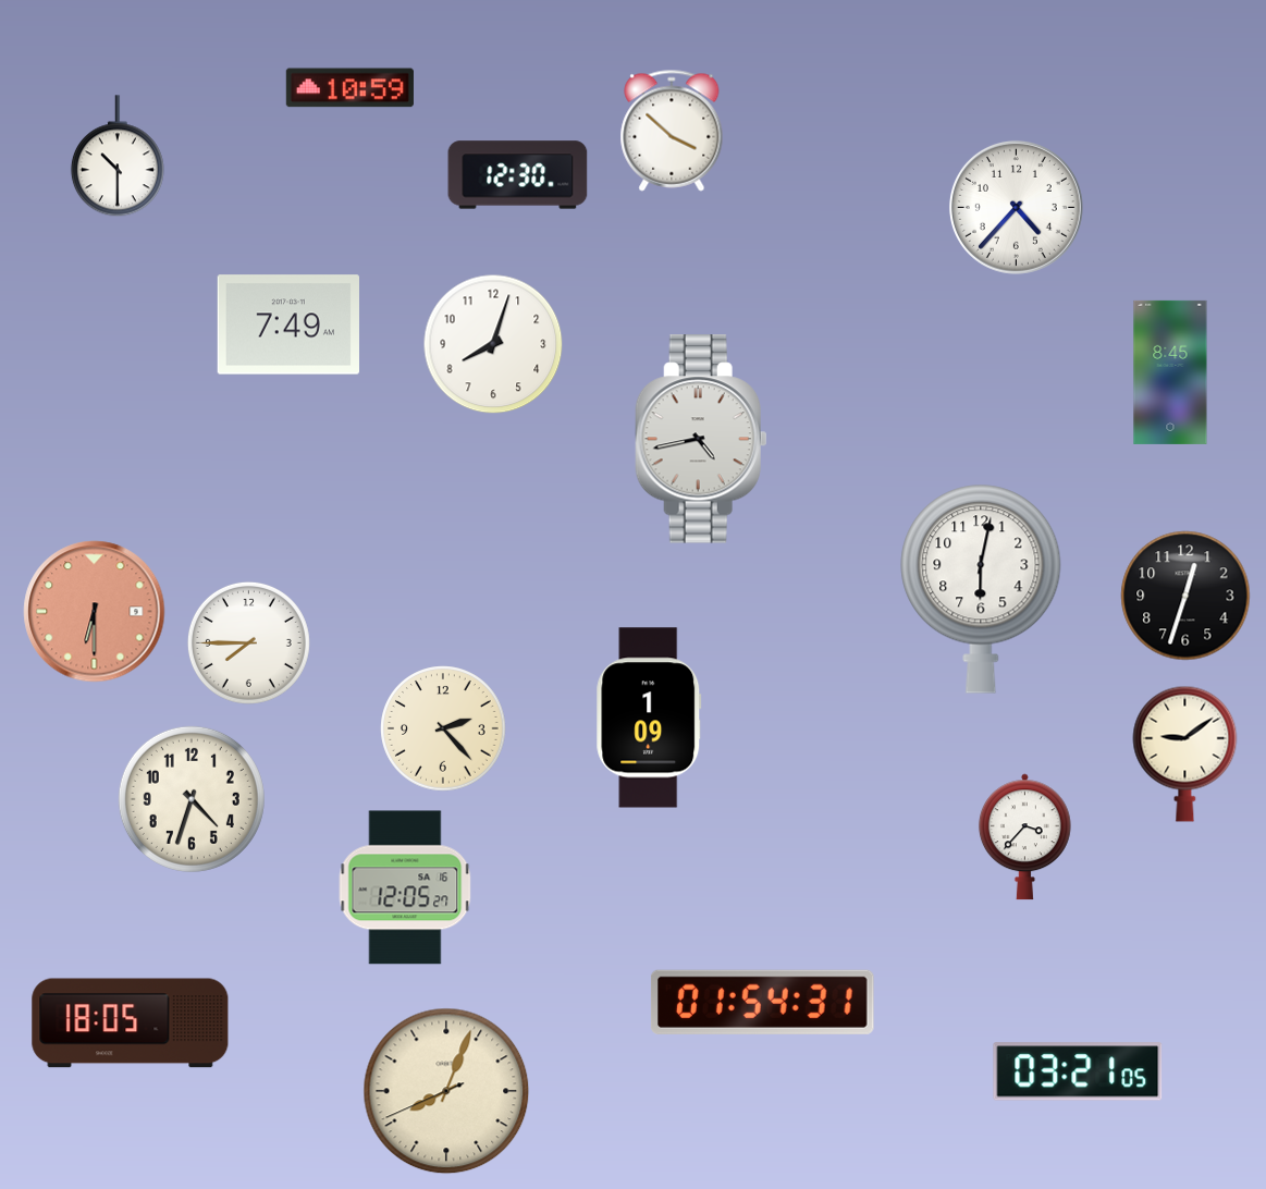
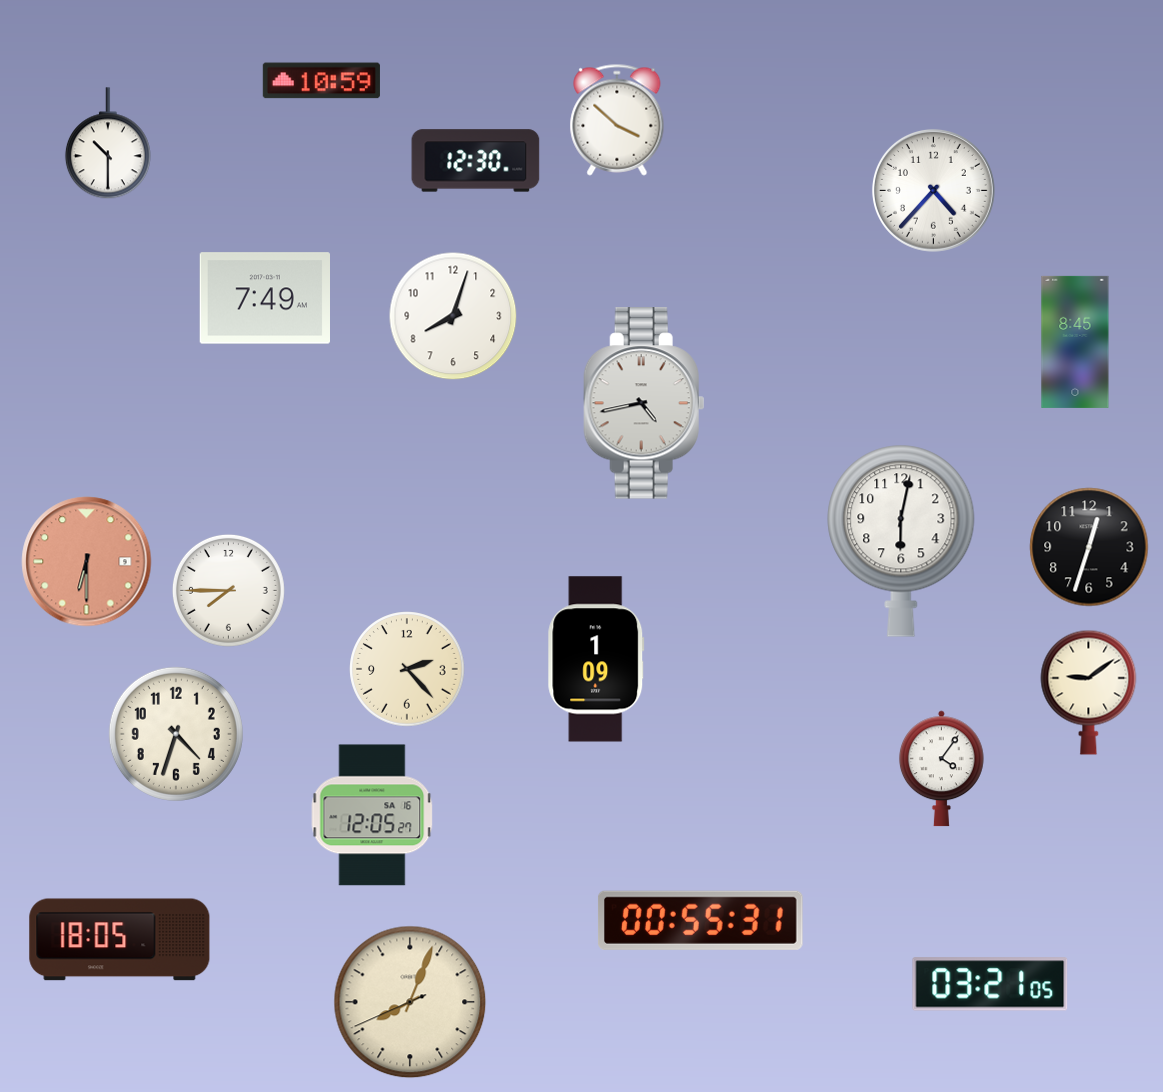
clock at (1024, 837): 3:37 -> 4:06
clock at (762, 1002): 01:54 -> 00:55
